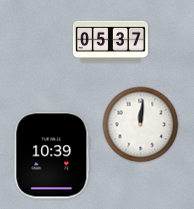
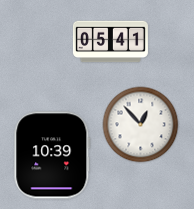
clock at (110, 42): 05:37 -> 05:41
clock at (141, 125): 12:01 -> 12:53
